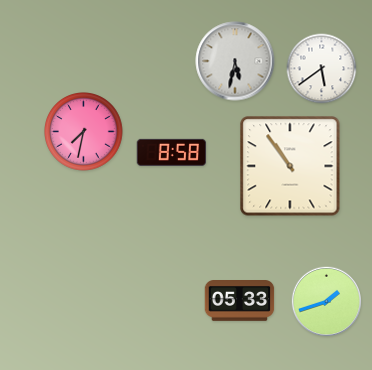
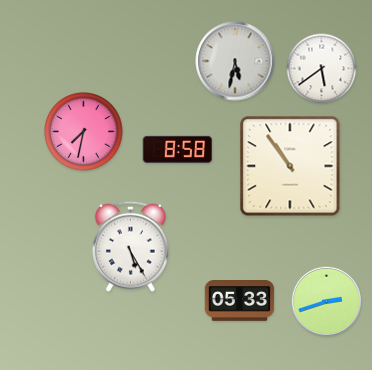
clock at (172, 152) position: (172, 152) -> (178, 149)
clock at (131, 246): none -> 5:25
clock at (326, 301): 1:42 -> 2:42
